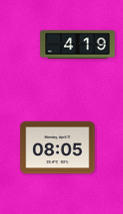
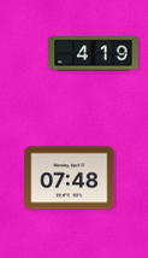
clock at (58, 148): 08:05 -> 07:48
